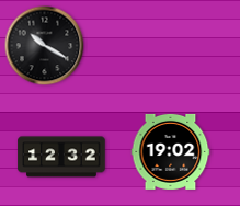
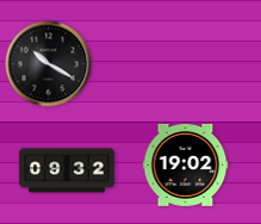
clock at (45, 46) position: (45, 46) -> (49, 64)
clock at (61, 157): 12:32 -> 09:32
